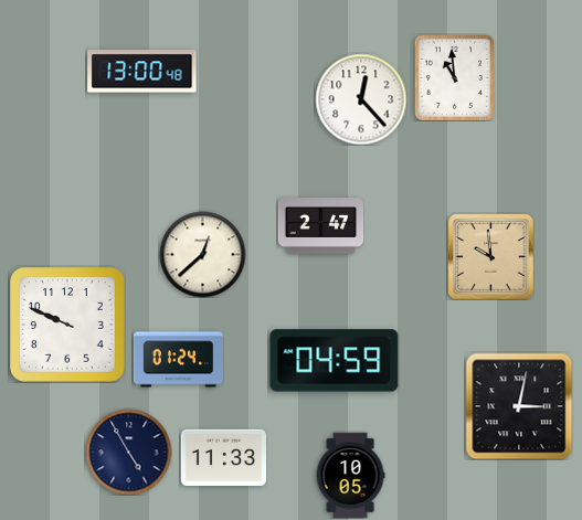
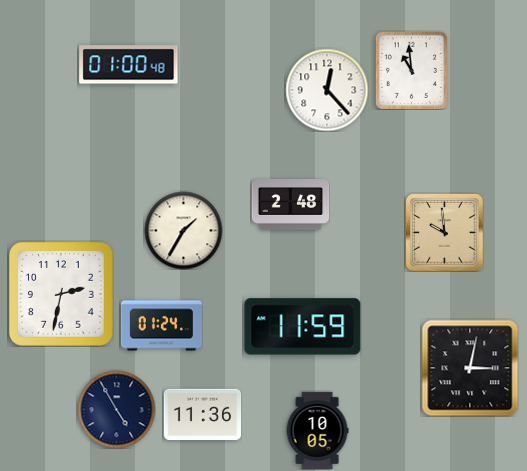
clock at (142, 72): 13:00 -> 01:00
clock at (320, 226): 2:47 -> 2:48
clock at (202, 254): 12:38 -> 1:35
clock at (68, 326): 9:49 -> 2:32
clock at (335, 361): 04:59 -> 11:59
clock at (223, 458): 11:33 -> 11:36
